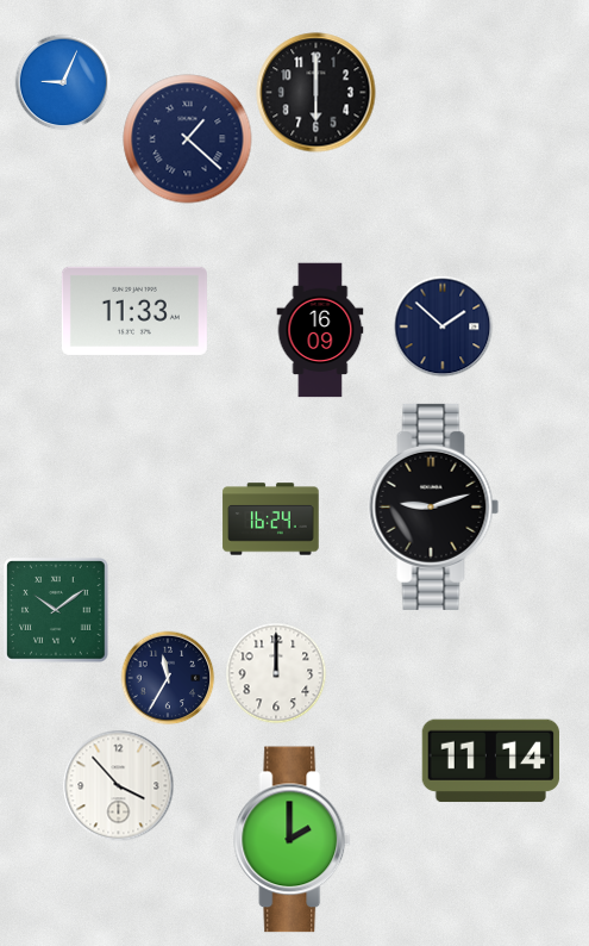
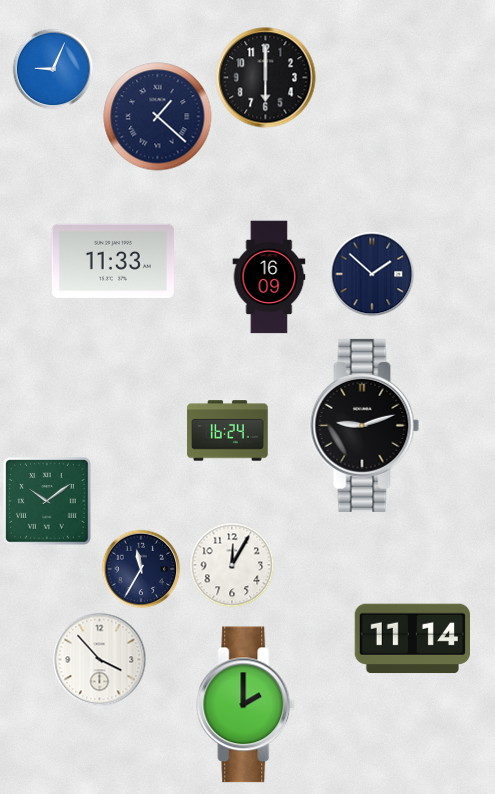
clock at (271, 519) position: (271, 519) -> (228, 431)
clock at (57, 611) position: (57, 611) -> (48, 502)
clock at (276, 673): 12:00 -> 12:05
